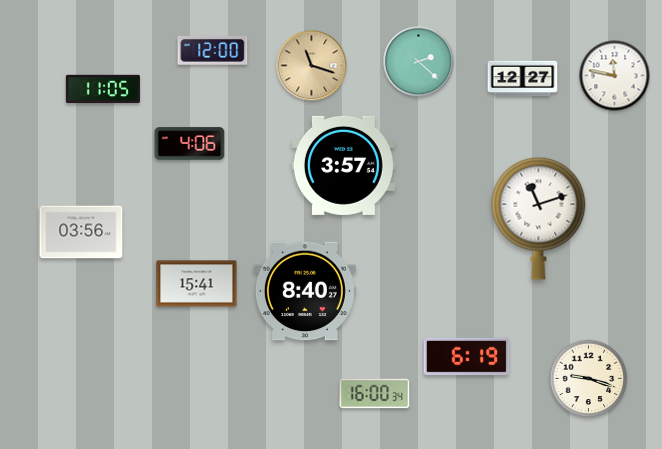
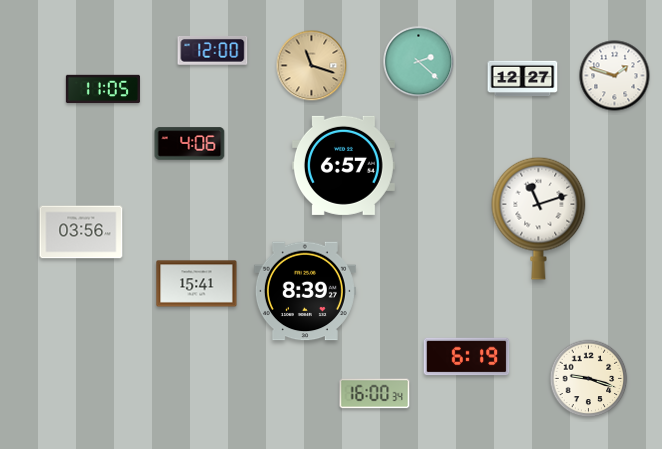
clock at (615, 76): 11:47 -> 1:48
clock at (343, 165): 3:57 -> 6:57
clock at (305, 291): 8:40 -> 8:39
